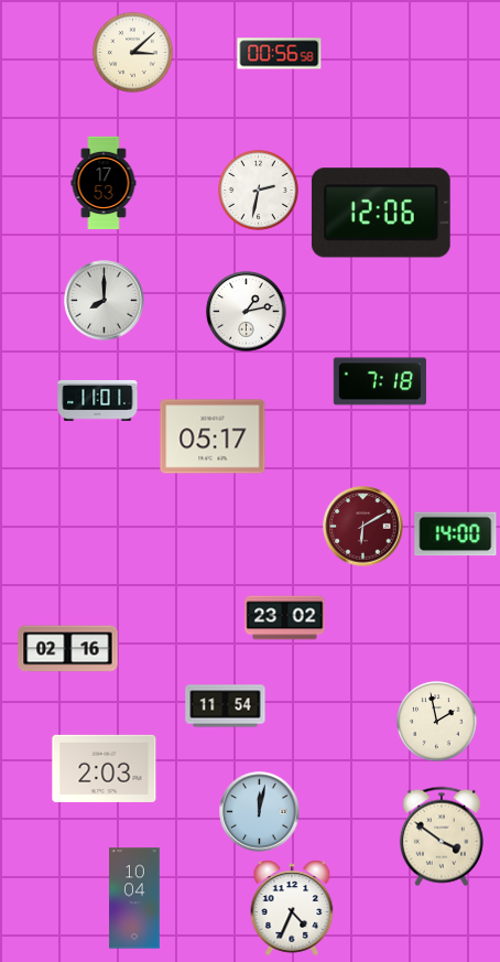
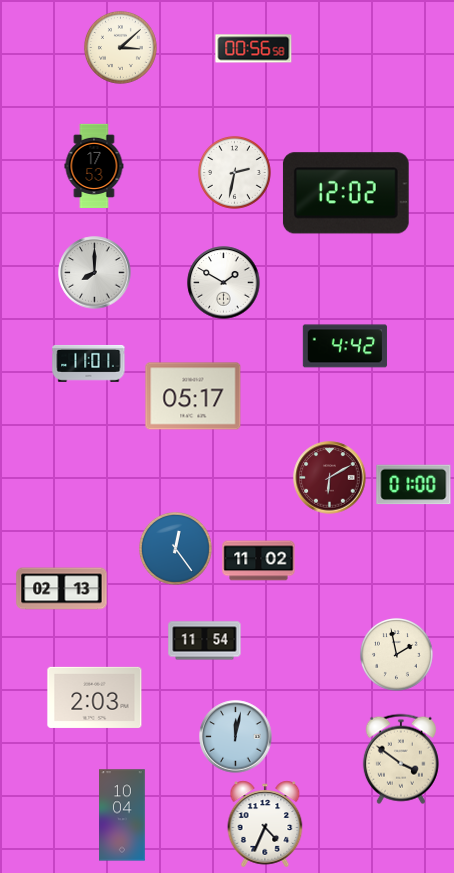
clock at (381, 213): 12:06 -> 12:02
clock at (247, 312): 1:13 -> 1:50
clock at (380, 381): 7:18 -> 4:42
clock at (456, 534): 14:00 -> 01:00
clock at (175, 548): none -> 12:24
clock at (285, 618): 23:02 -> 11:02
clock at (68, 649): 02:16 -> 02:13
